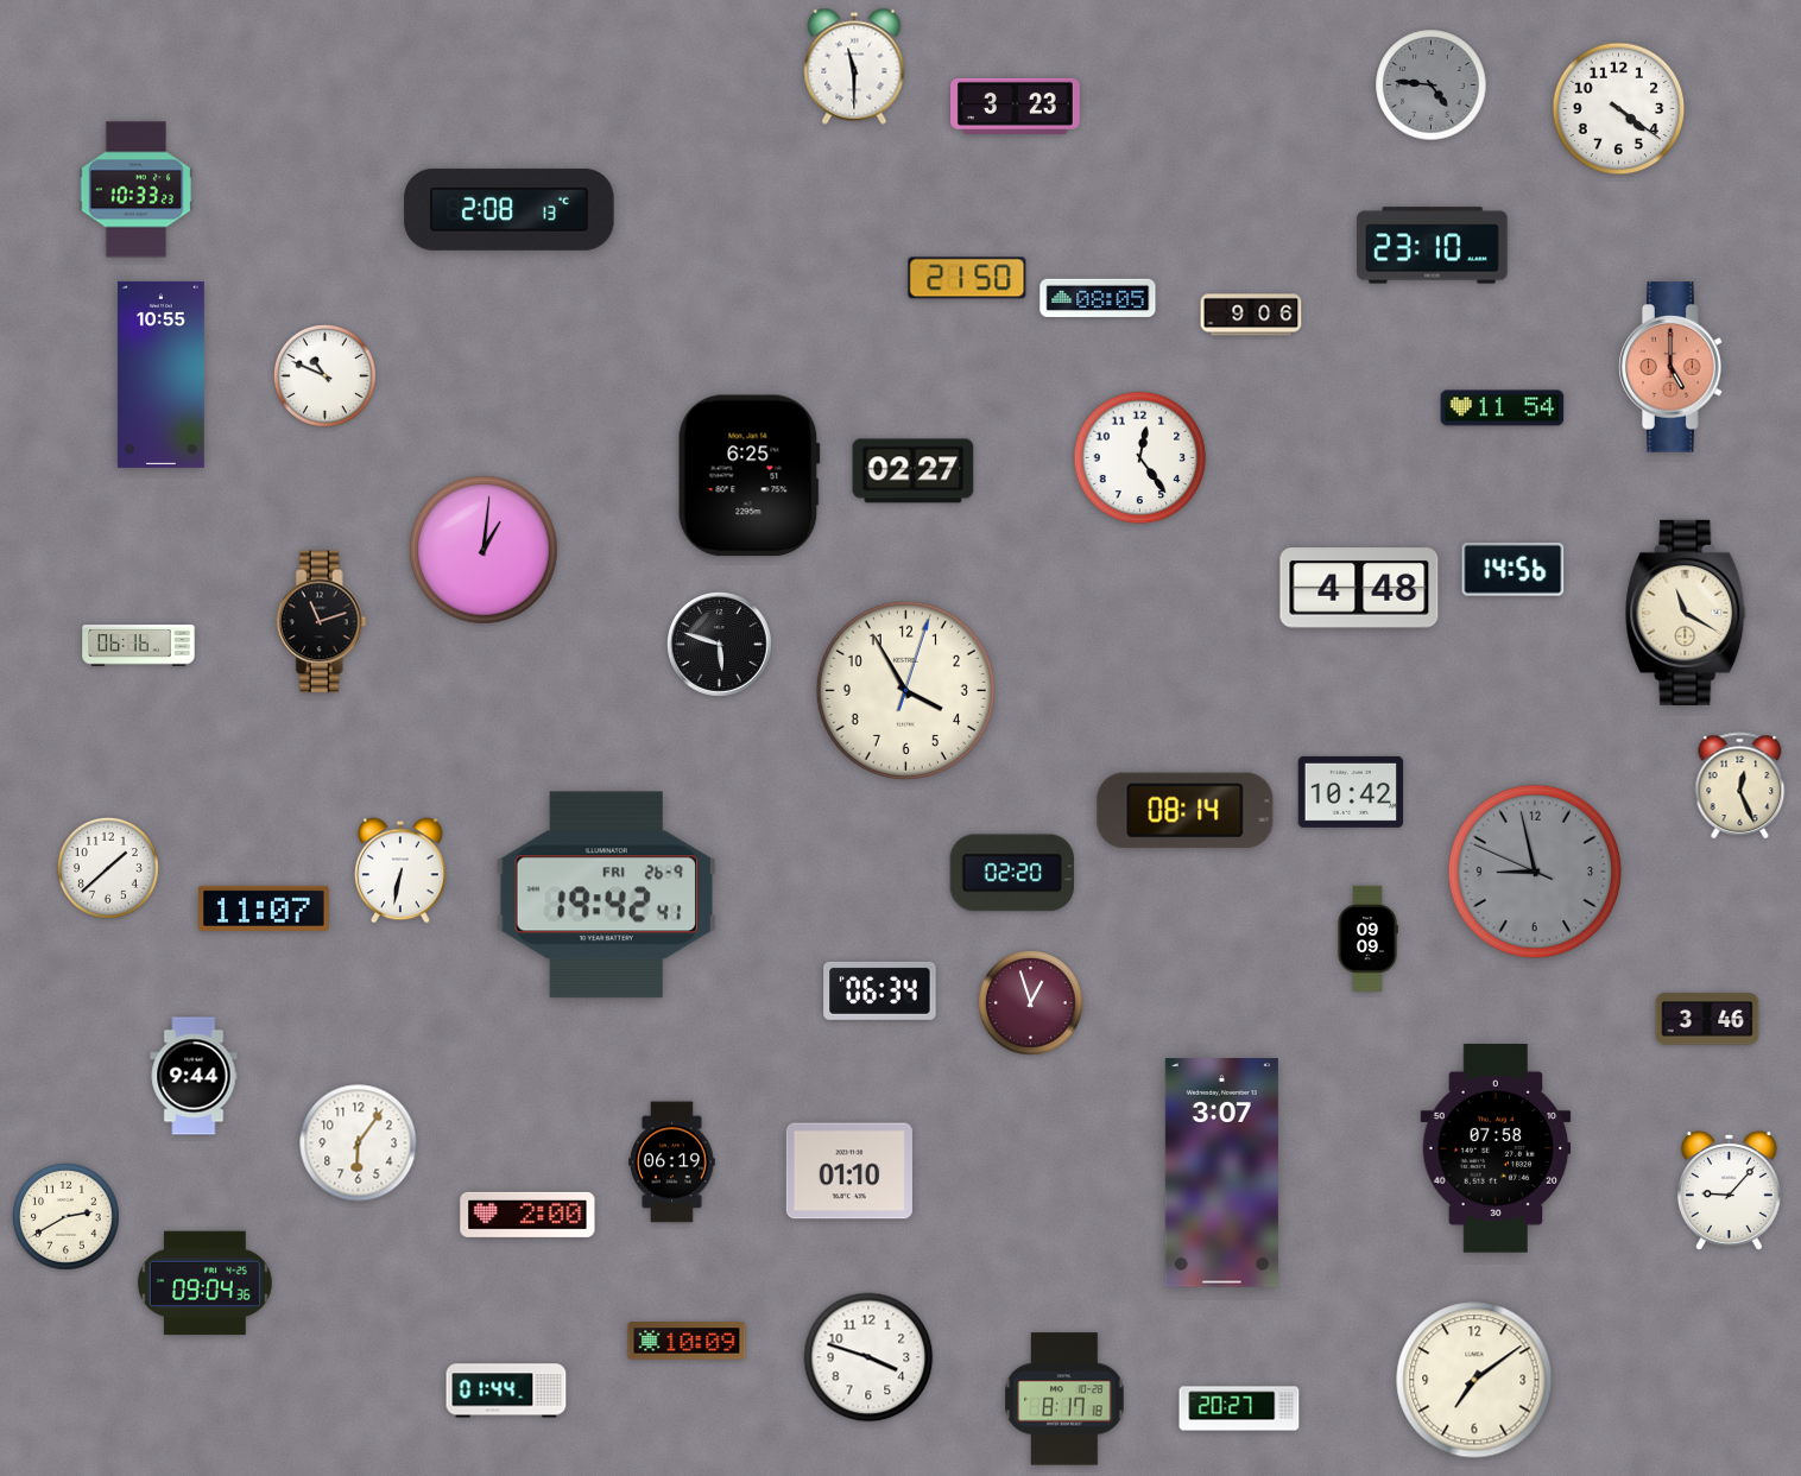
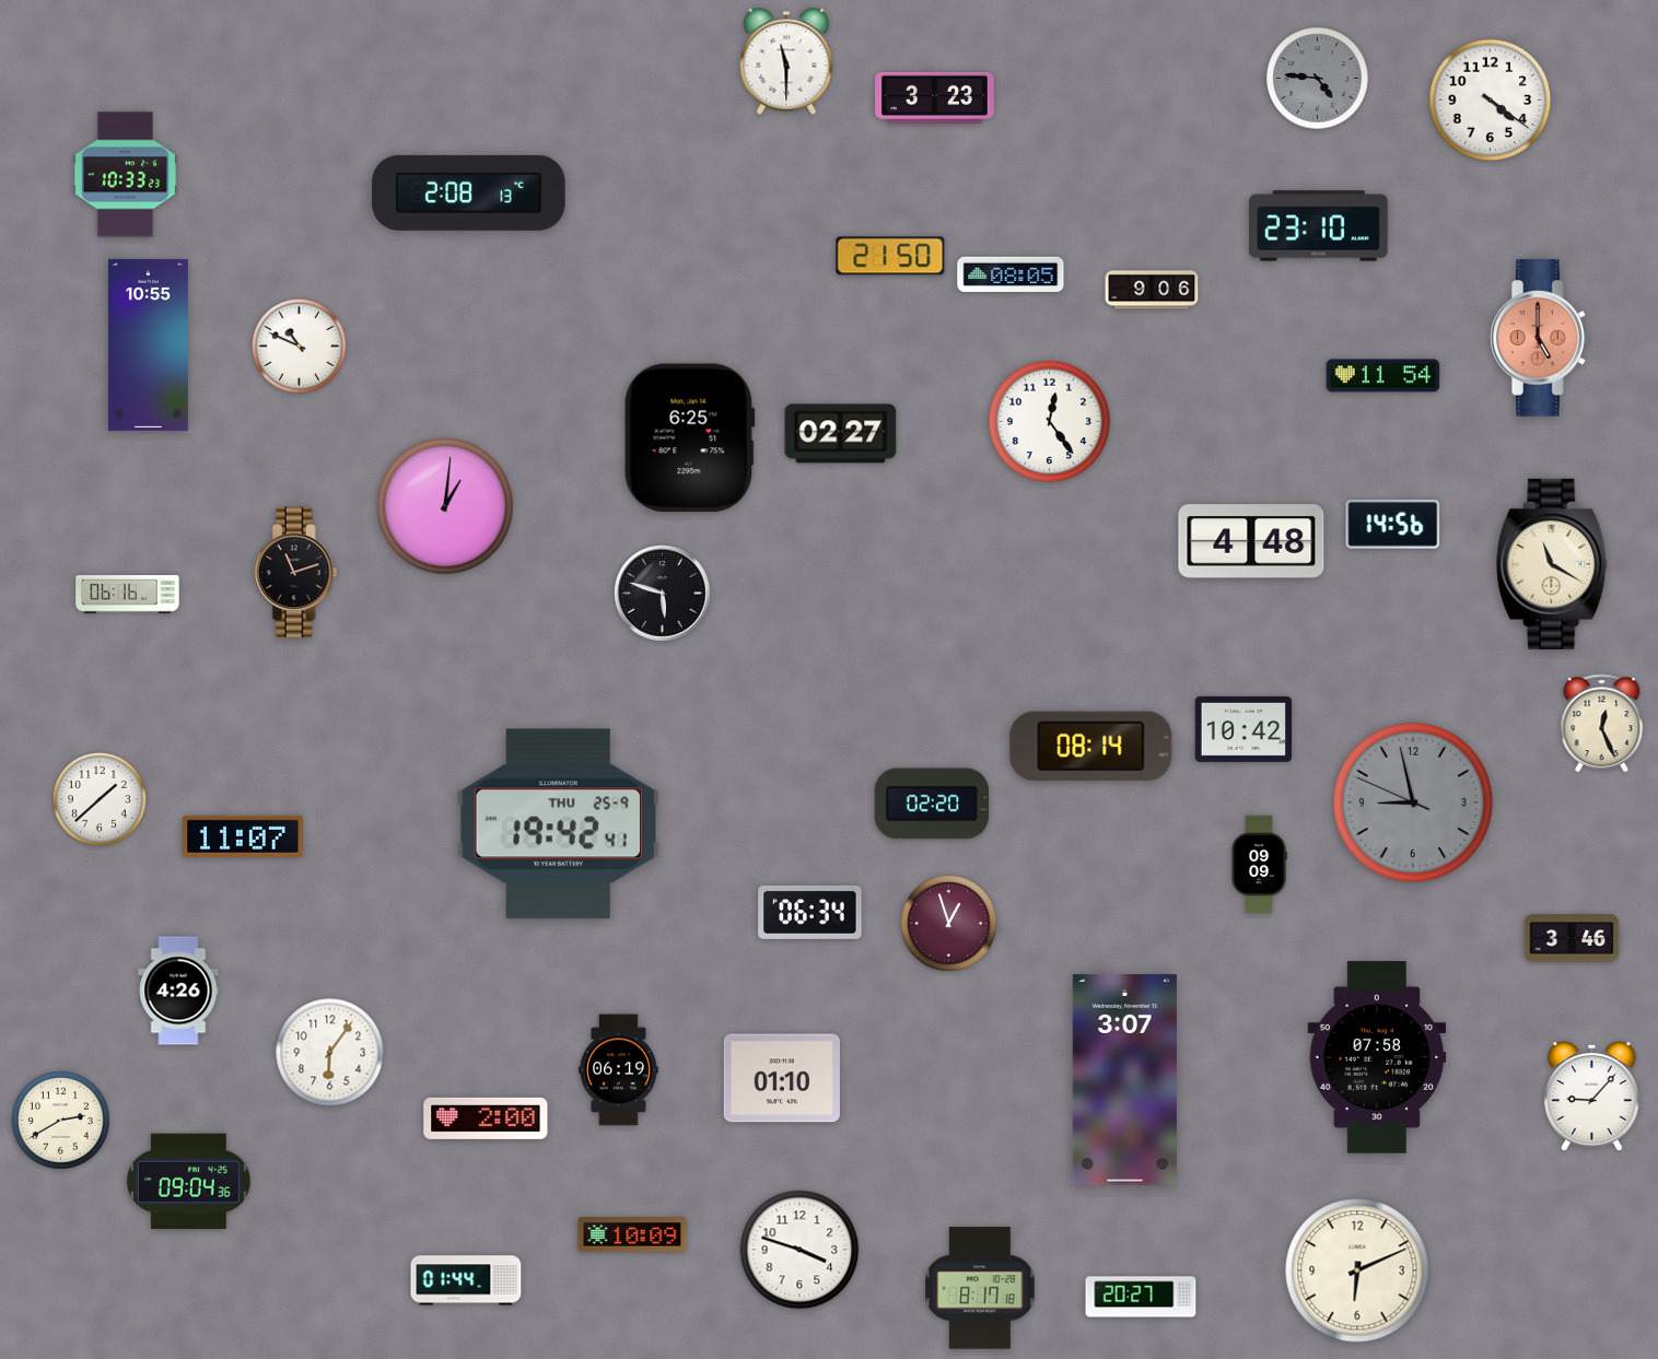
clock at (905, 690): 3:55 -> none
clock at (400, 870): 6:32 -> none
clock at (607, 895) date: FRI 26-9 -> THU 25-9
clock at (194, 1076): 9:44 -> 4:26
clock at (1474, 1380): 7:09 -> 6:11
